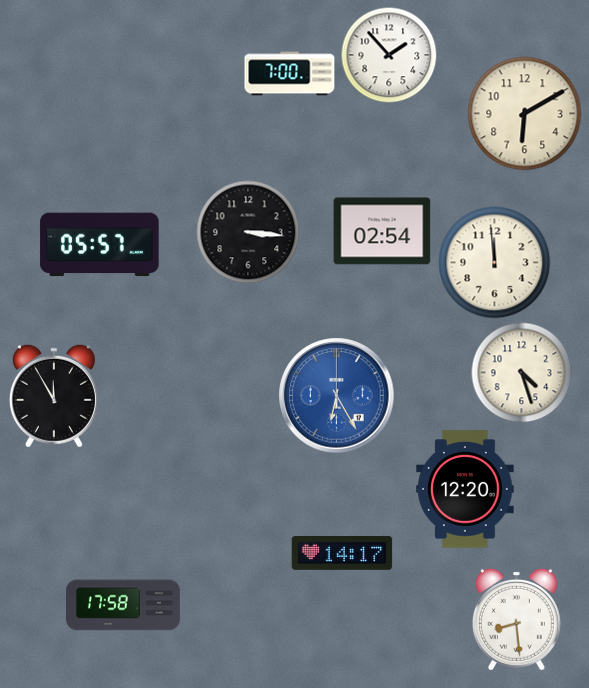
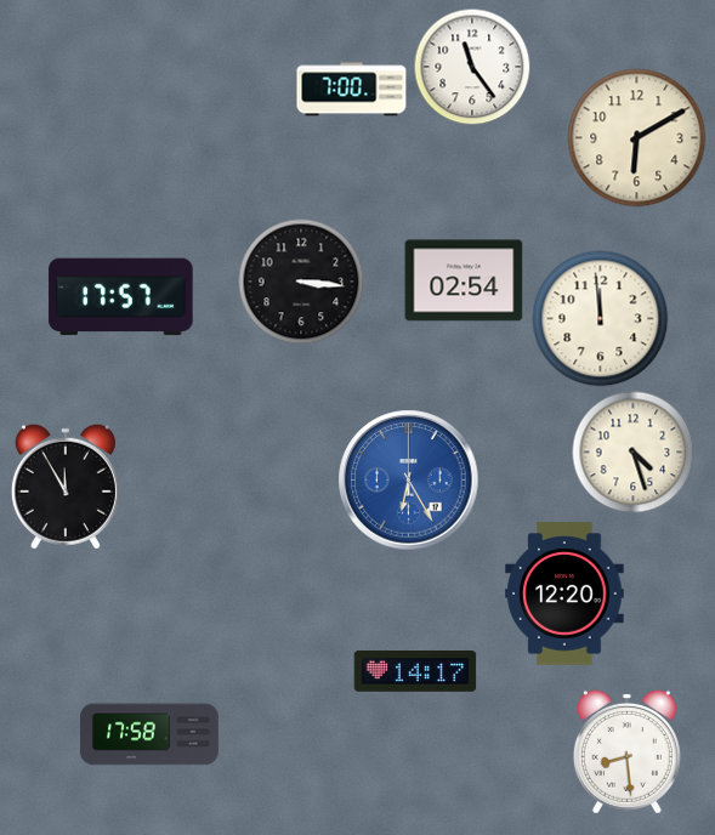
clock at (389, 55): 1:53 -> 11:24
clock at (100, 245): 05:57 -> 17:57
clock at (54, 396) position: (54, 396) -> (66, 487)
